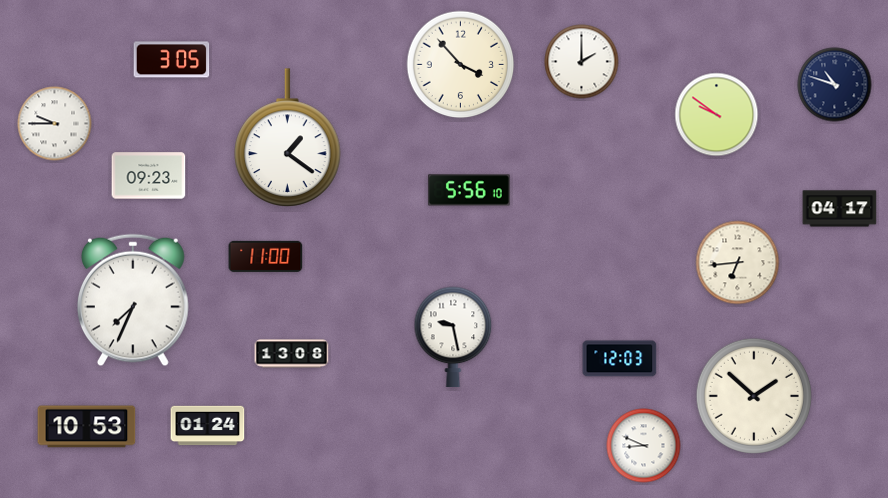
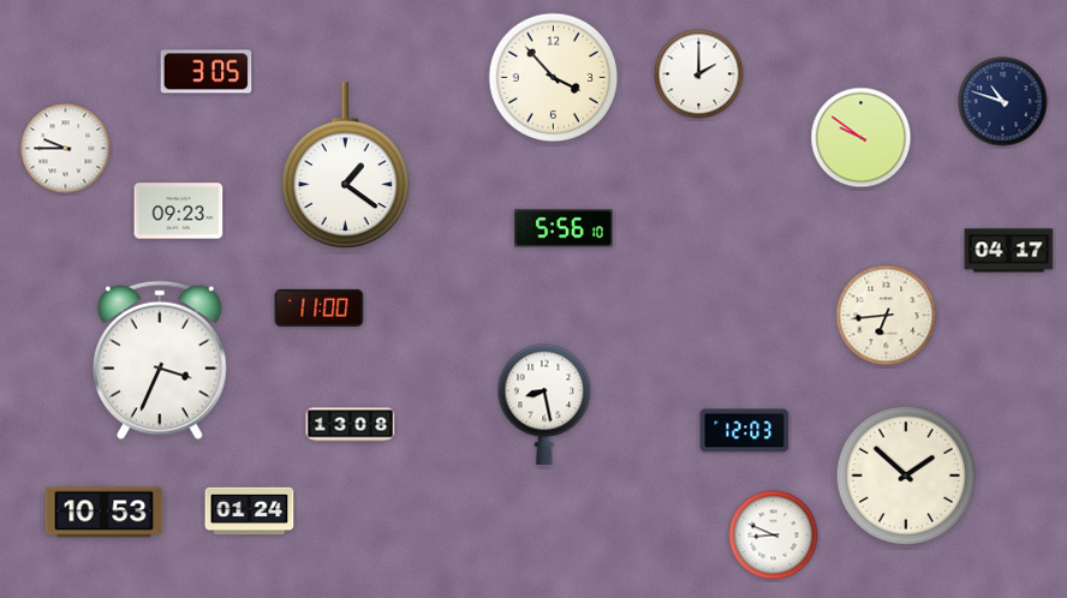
clock at (134, 300): 7:34 -> 3:34
clock at (453, 337): 9:28 -> 8:28
